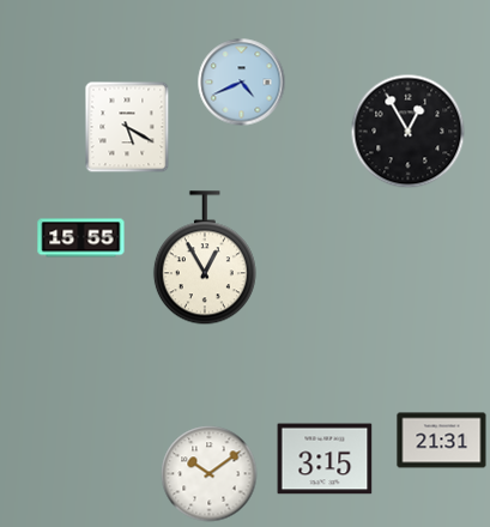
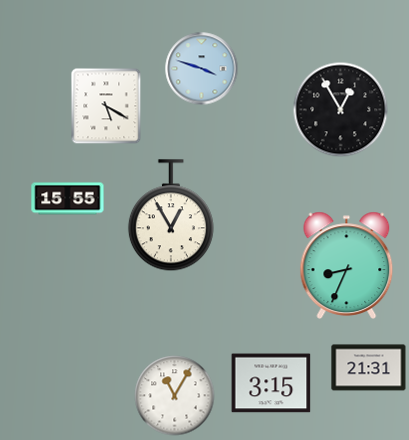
clock at (242, 83): 4:41 -> 3:48
clock at (347, 265): none -> 8:34
clock at (210, 474): 10:09 -> 11:05
